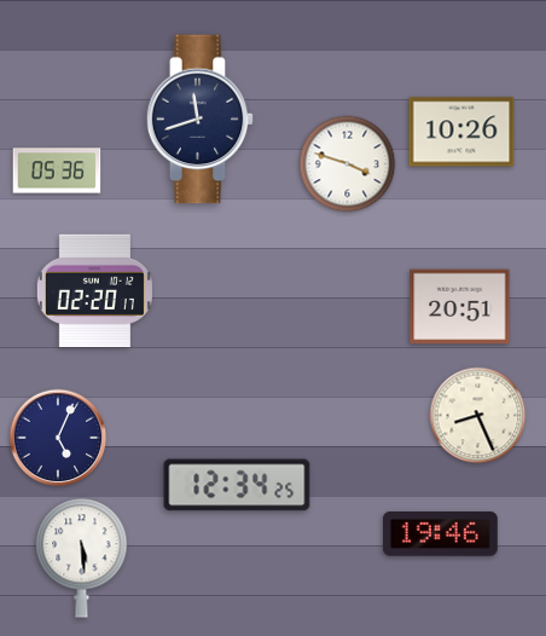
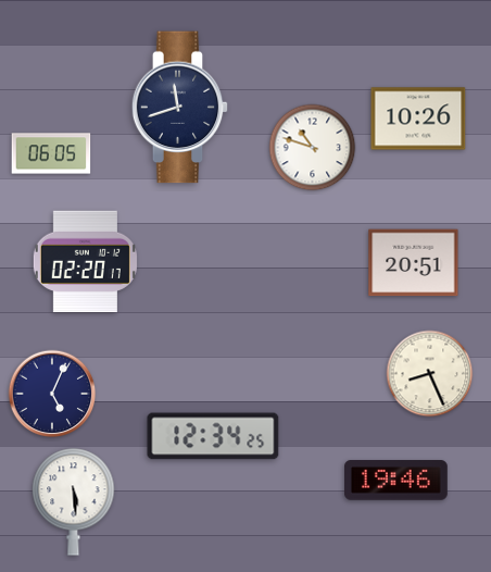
clock at (461, 132) position: (461, 132) -> (418, 119)
clock at (348, 164): 3:48 -> 10:48
clock at (57, 170): 05:36 -> 06:05
clock at (460, 307) position: (460, 307) -> (414, 263)
